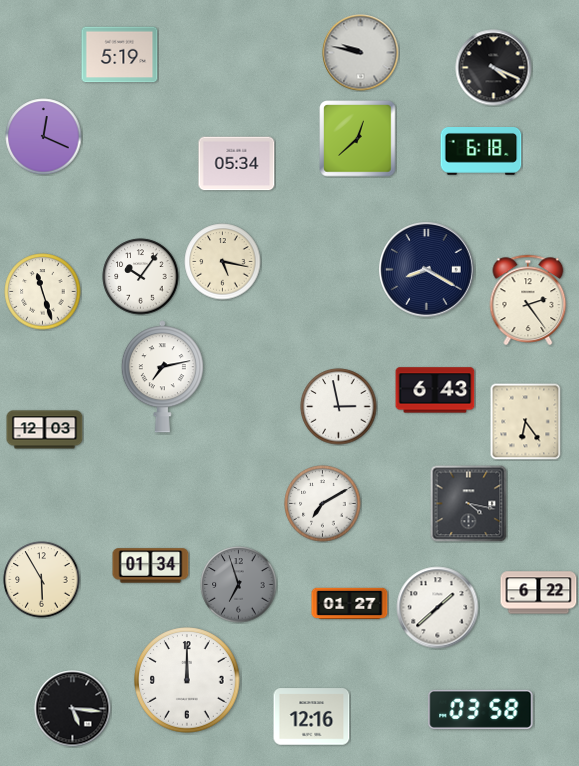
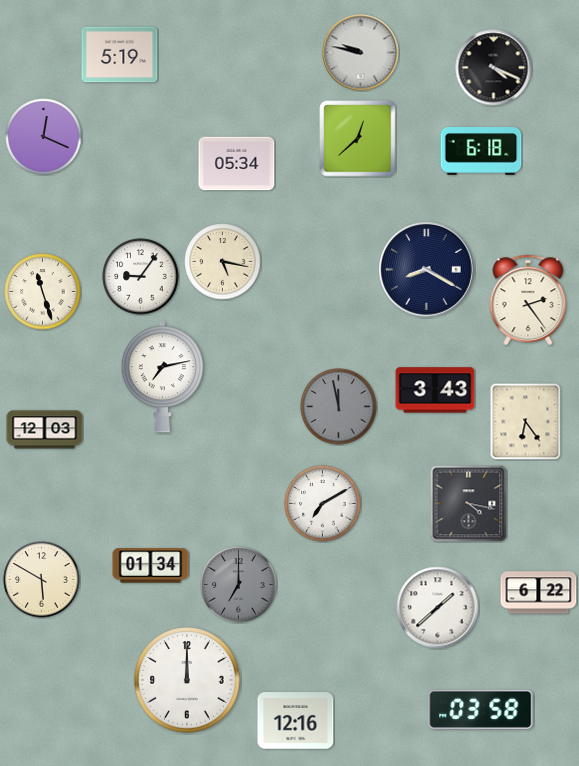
clock at (141, 277): 10:06 -> 9:06
clock at (435, 390): 6:43 -> 3:43
clock at (339, 407): 2:58 -> 11:58
clock at (339, 407) dial: white -> grey
clock at (42, 580): 5:55 -> 5:50
clock at (239, 585): 6:57 -> 7:00
clock at (350, 604): 01:27 -> none
clock at (73, 709): 5:16 -> none
clock at (312, 717) position: (312, 717) -> (296, 721)
